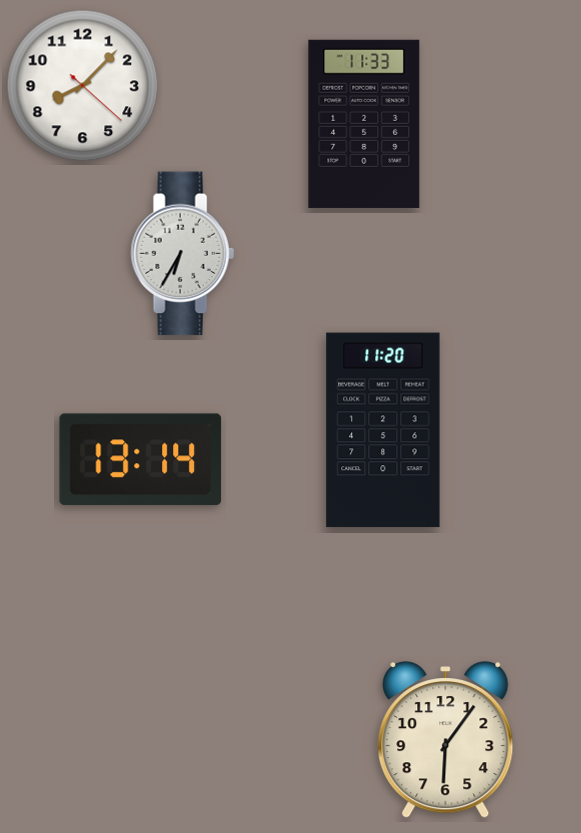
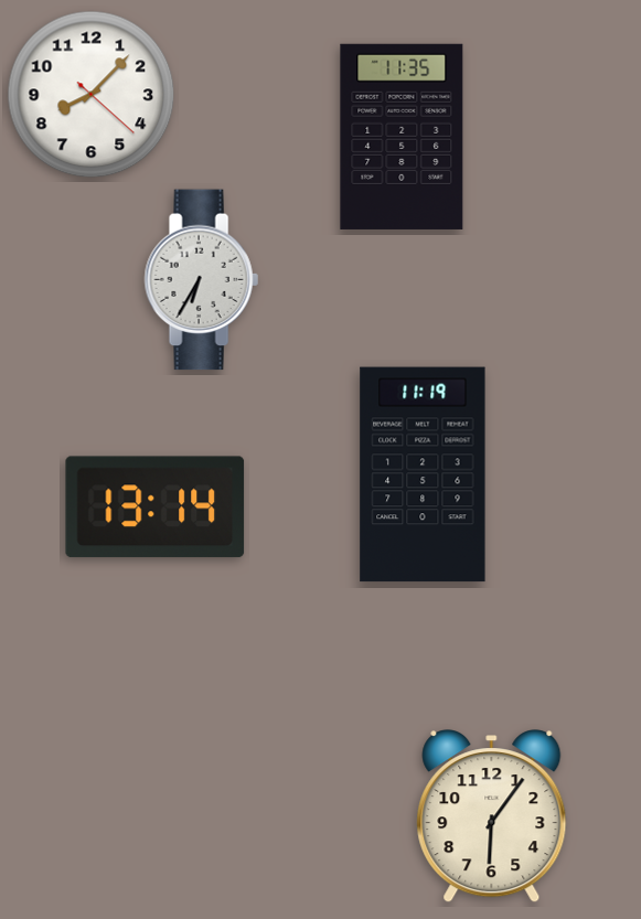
clock at (364, 124): 11:33 -> 11:35
clock at (383, 430): 11:20 -> 11:19
